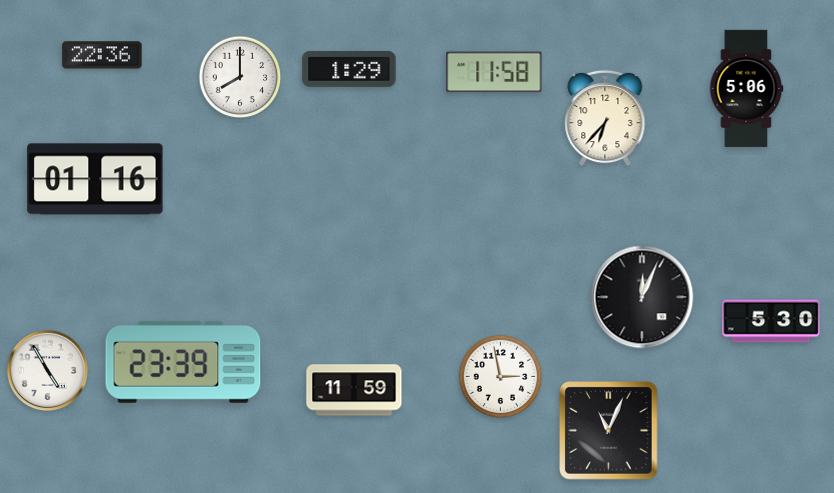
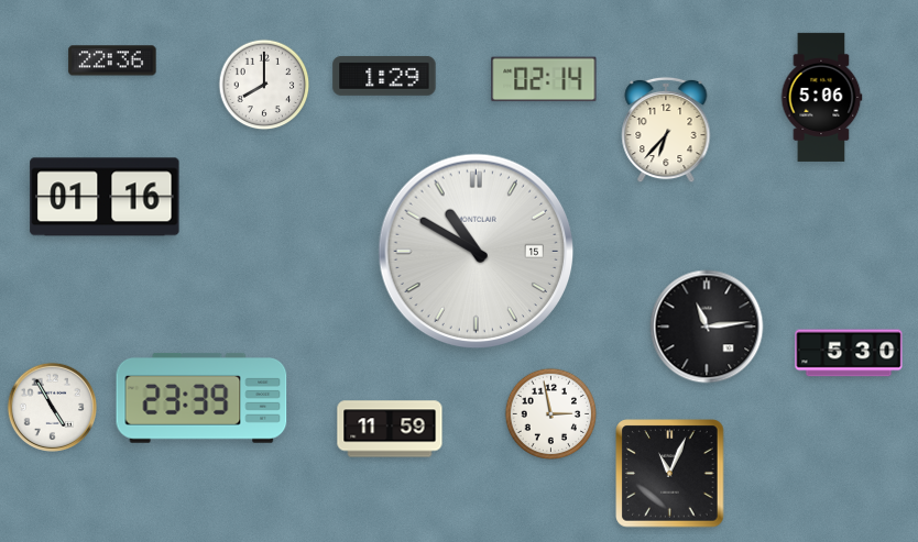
clock at (494, 72): 11:58 -> 02:14
clock at (477, 252): none -> 10:50
clock at (642, 297): 12:04 -> 11:14
